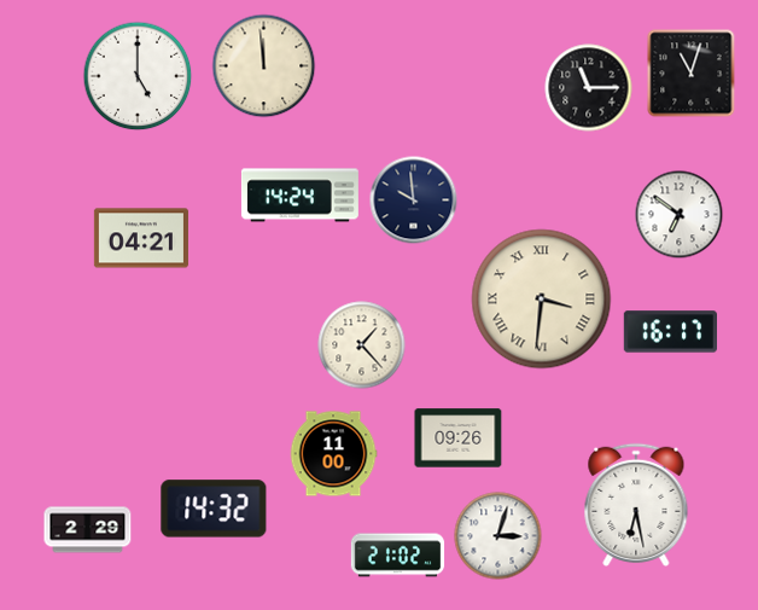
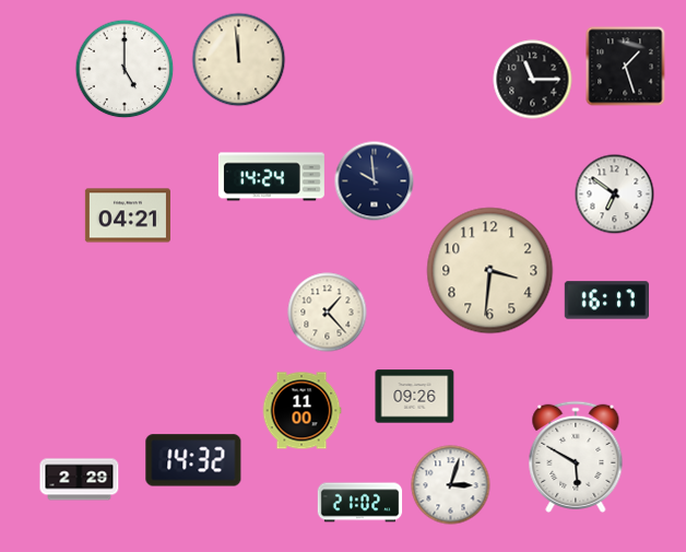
clock at (692, 74): 11:03 -> 1:27
clock at (542, 300) numerals: Roman -> Arabic
clock at (636, 505): 6:28 -> 5:50
